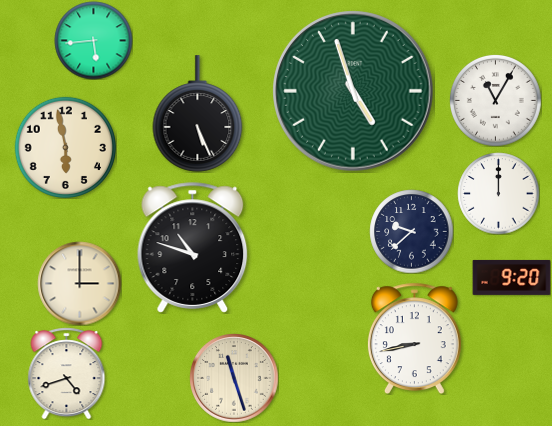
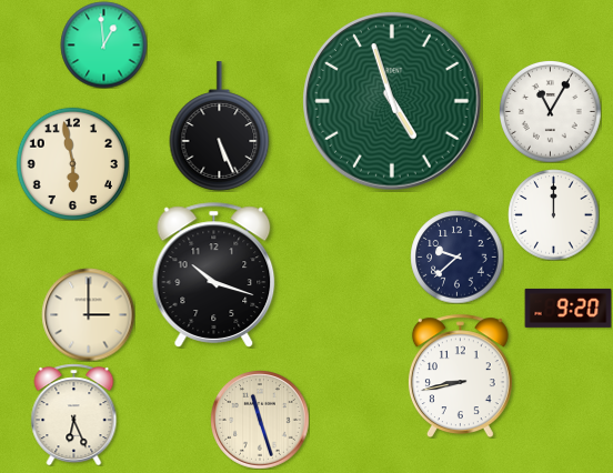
clock at (93, 40): 5:44 -> 12:59
clock at (193, 248): 10:48 -> 10:18
clock at (67, 373): 4:42 -> 6:26
